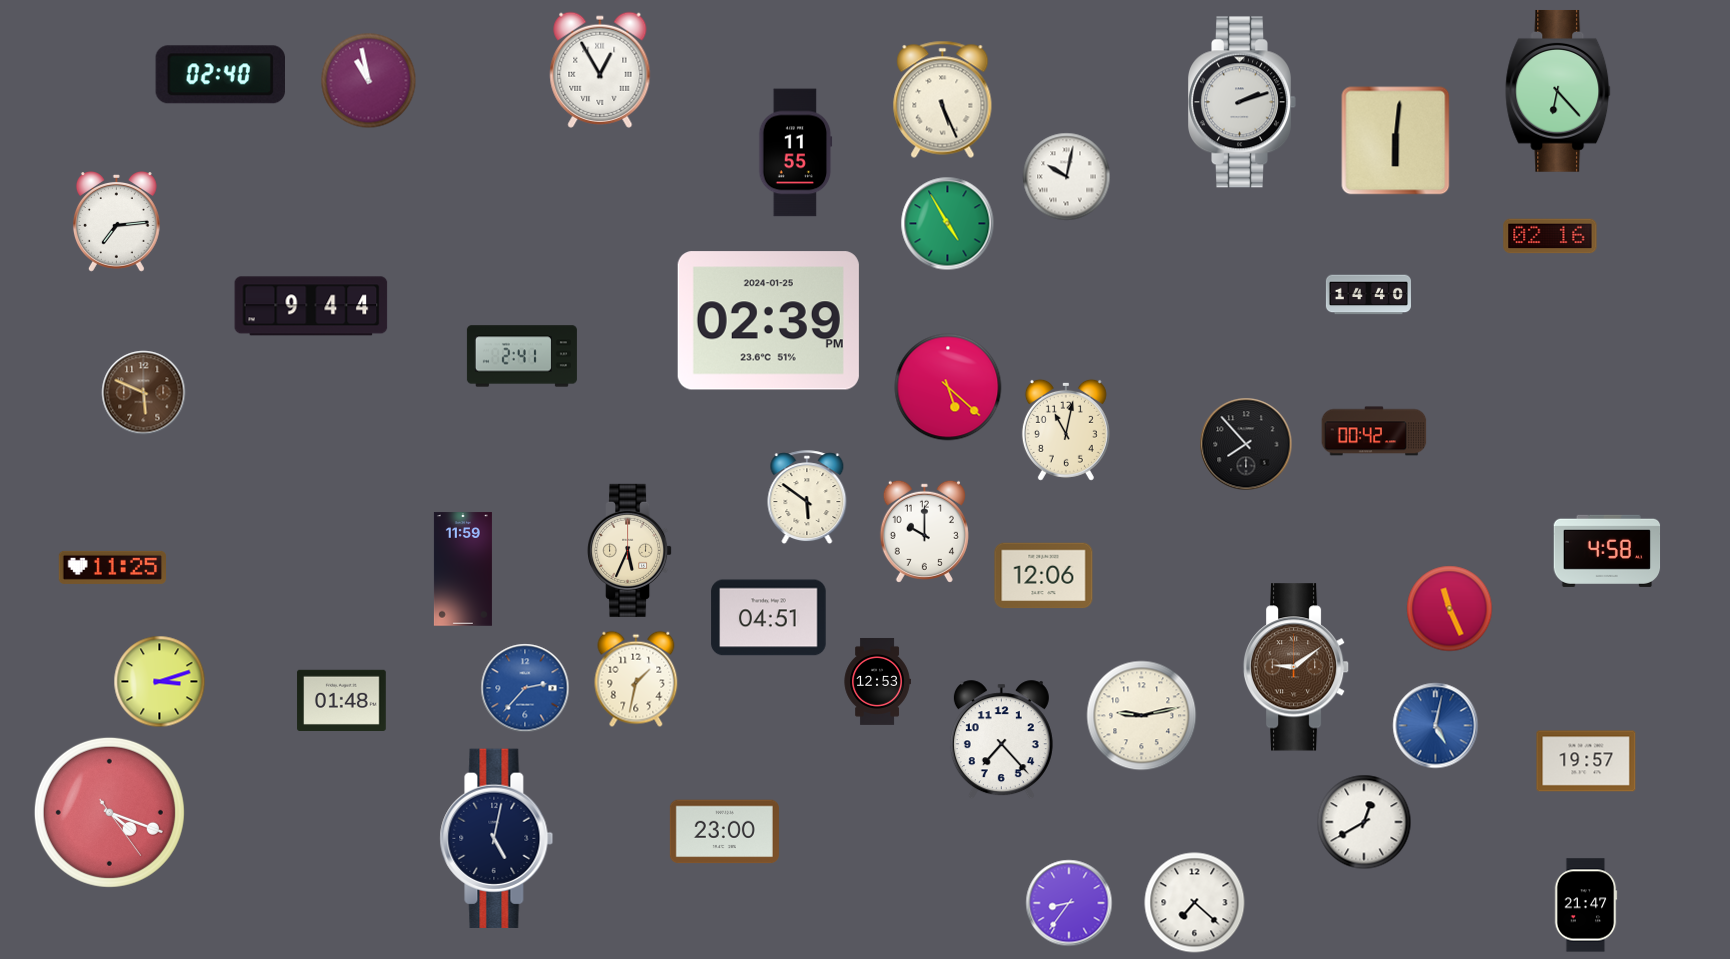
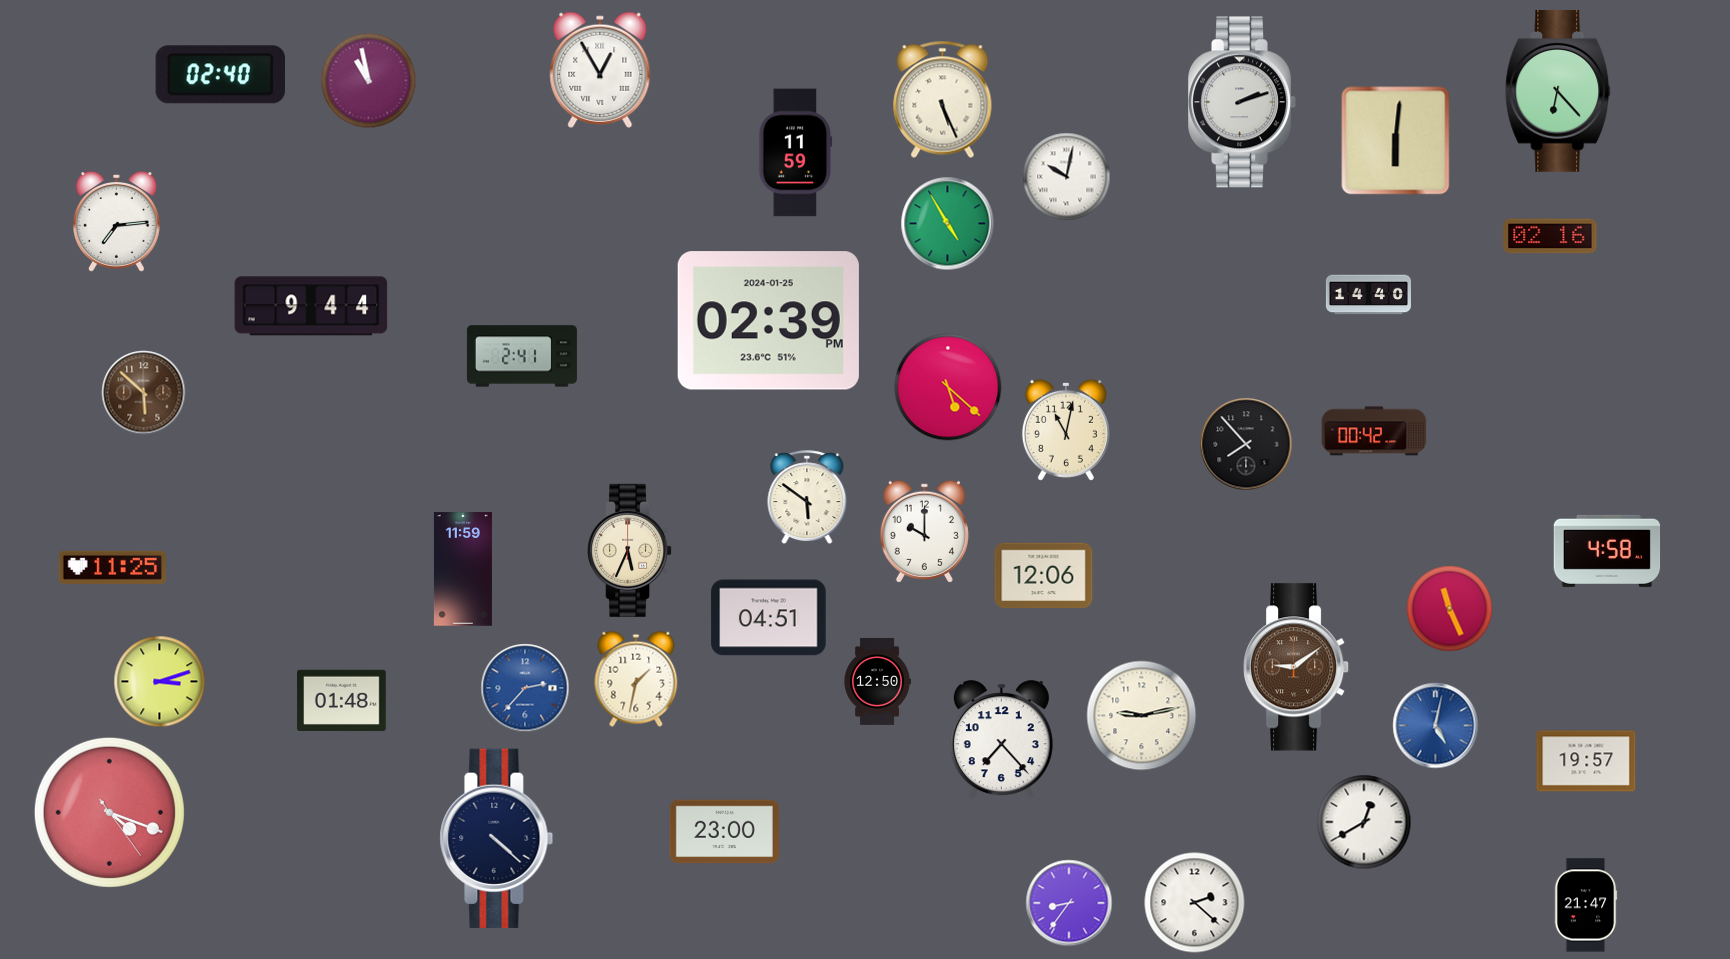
clock at (796, 153): 11:55 -> 11:59
clock at (144, 393): 5:49 -> 5:52
clock at (877, 681): 12:53 -> 12:50
clock at (497, 838): 5:02 -> 4:22
clock at (1195, 903): 7:22 -> 2:22
